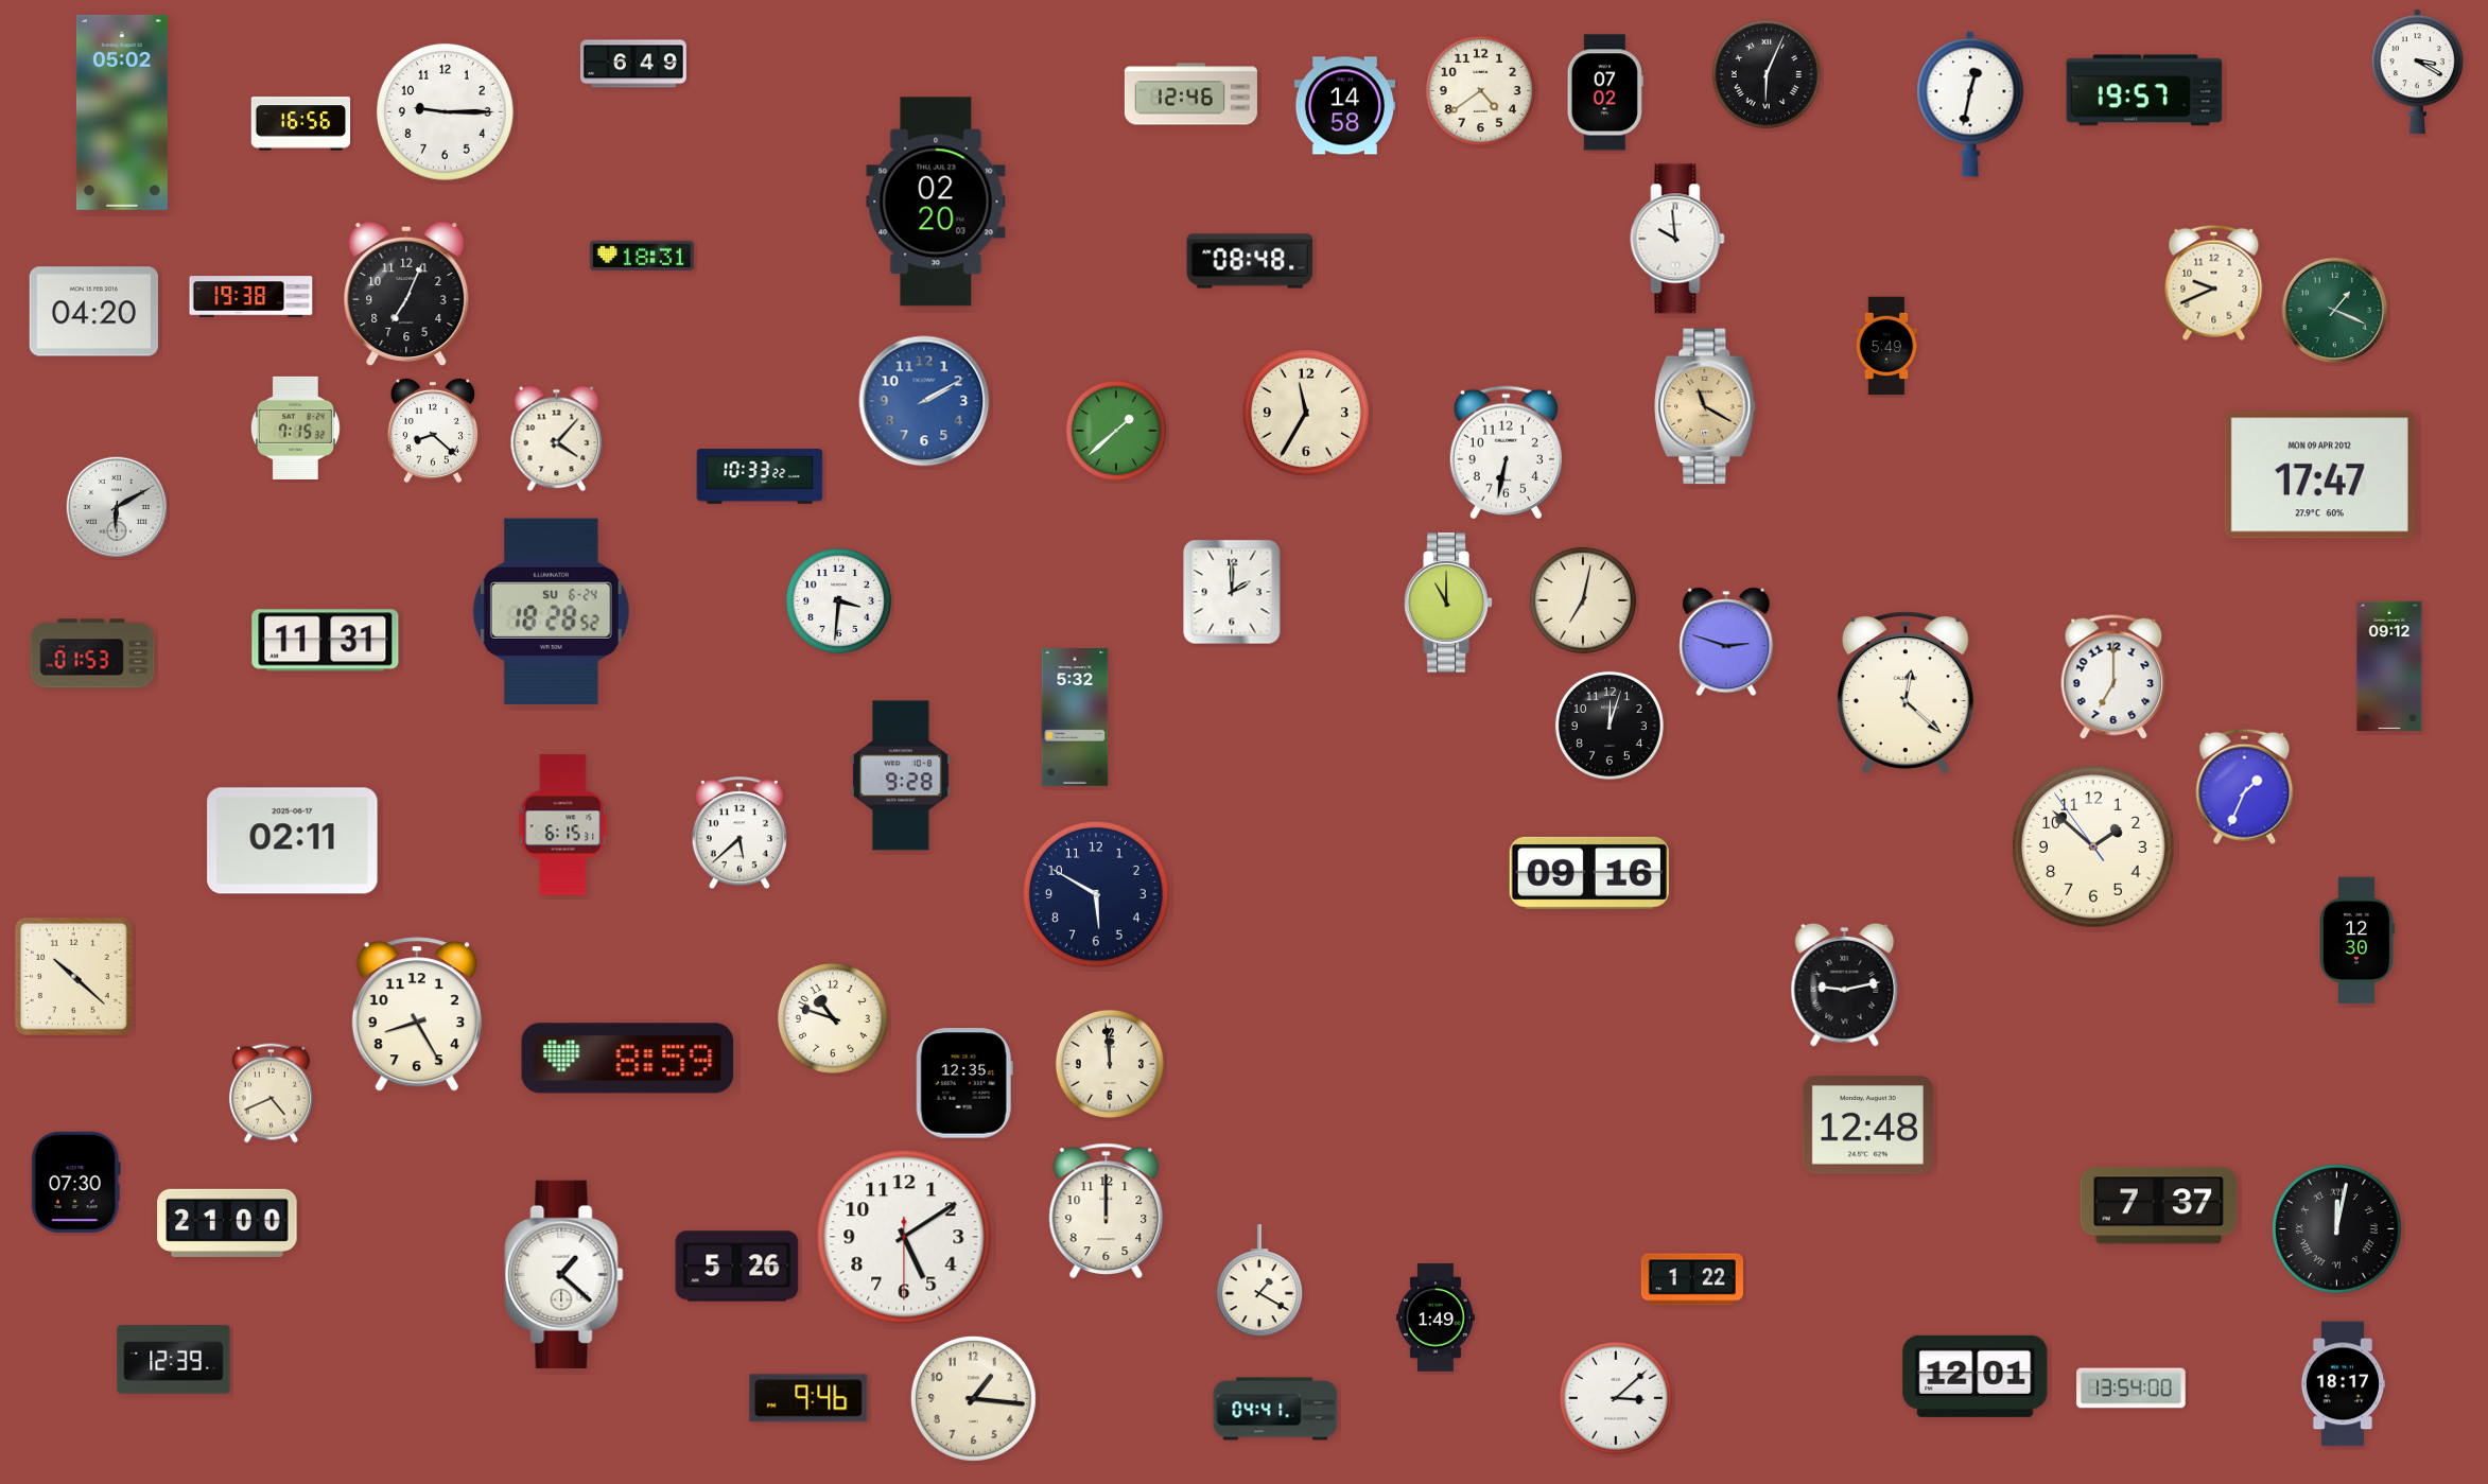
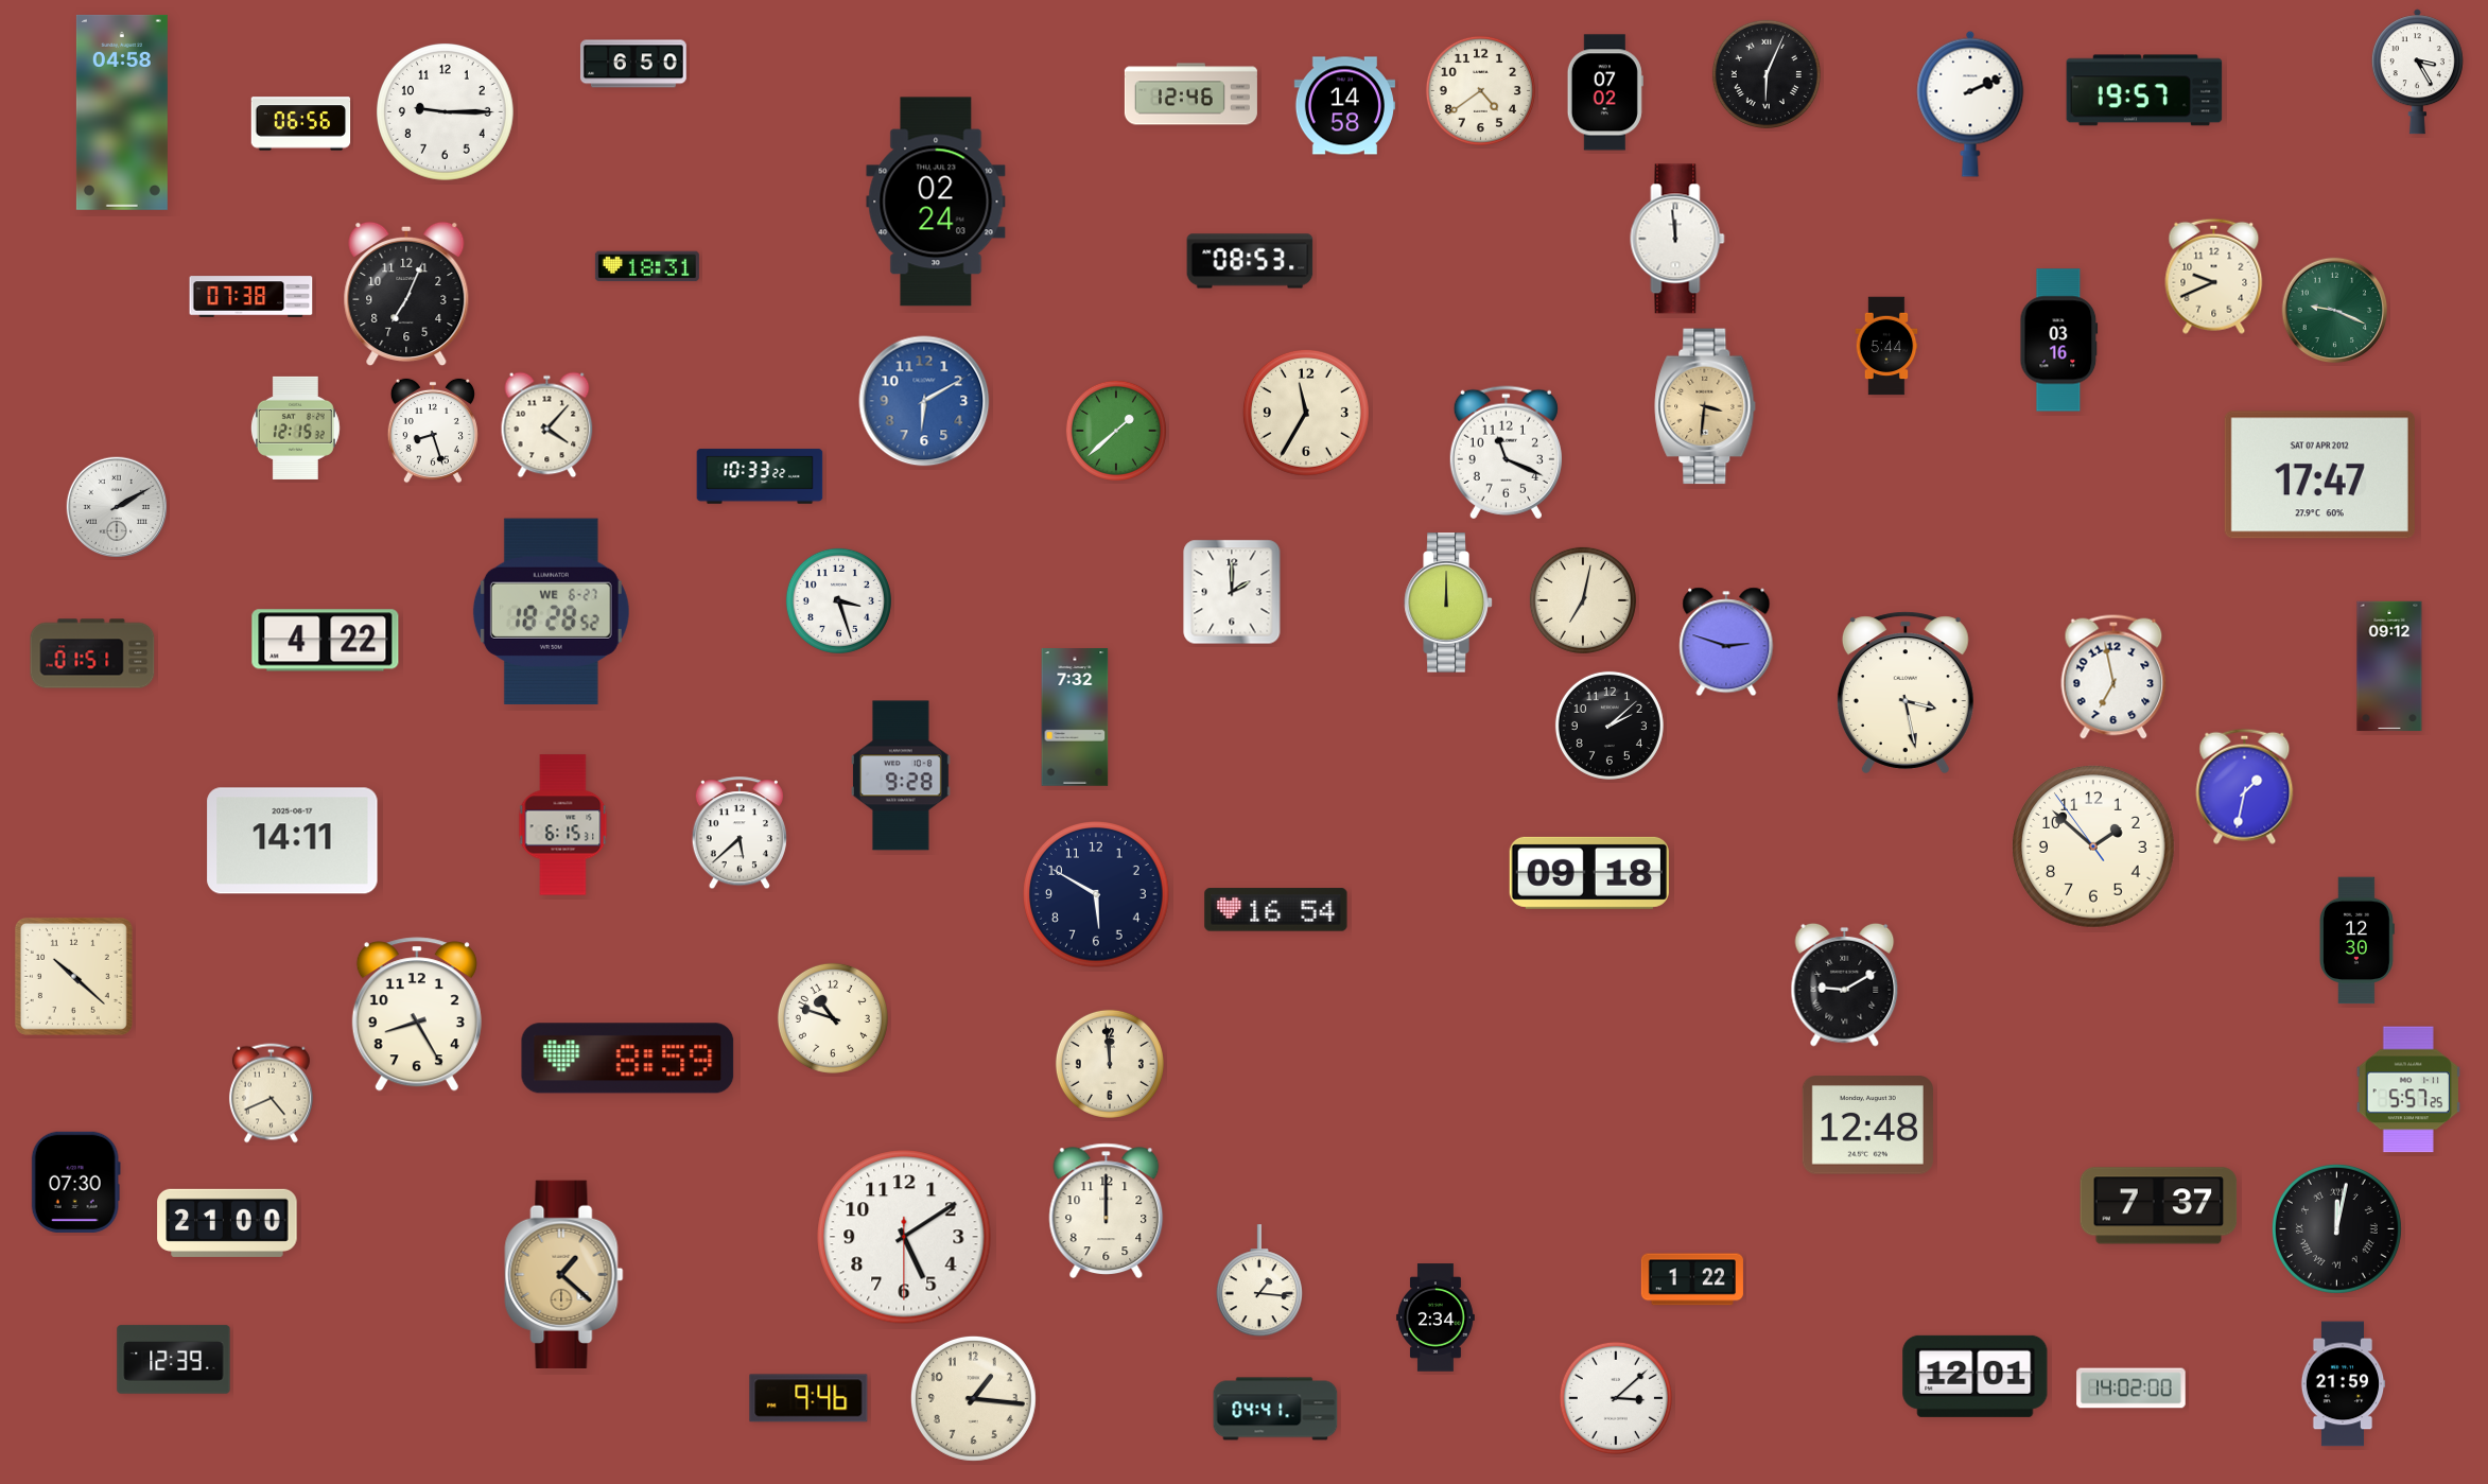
clock at (633, 64): 6:49 -> 6:50
clock at (2417, 72): 3:20 -> 3:25
clock at (1970, 104): 12:32 -> 2:11
clock at (122, 112): 05:02 -> 04:58
clock at (301, 124): 16:56 -> 06:56
clock at (936, 202): 02:20 -> 02:24
clock at (1677, 239): 9:59 -> 11:59
clock at (642, 256) position: (642, 256) -> (647, 266)
clock at (1250, 261): 08:48 -> 08:53
clock at (2214, 282) position: (2214, 282) -> (2214, 276)
clock at (251, 297): 19:38 -> 07:38
clock at (2335, 311): 1:19 -> 9:19
clock at (94, 312): 04:20 -> none
clock at (2059, 341): none -> 03:16
clock at (1886, 346): 5:49 -> 5:44
clock at (924, 401): 2:10 -> 6:10
clock at (1705, 406): 11:20 -> 3:31
clock at (295, 427): 7:15 -> 12:15
clock at (433, 431): 8:22 -> 8:27
clock at (557, 439) position: (557, 439) -> (547, 425)
clock at (1506, 453): 6:32 -> 11:19
clock at (2319, 475) date: MON 09 APR 2012 -> SAT 07 APR 2012
clock at (116, 506): 6:10 -> 2:10
clock at (838, 600): 3:31 -> 3:27
clock at (1448, 603): 11:00 -> 12:00
clock at (551, 611) date: SU 6-24 -> WE 6-27
clock at (326, 641): 11:31 -> 4:22
clock at (92, 653): 01:53 -> 01:51
clock at (2113, 677): 7:00 -> 6:58
clock at (1906, 693): 12:22 -> 3:28
clock at (1075, 717): 5:32 -> 7:32
clock at (1610, 726): 12:03 -> 2:08
clock at (2245, 786): 1:34 -> 1:32
clock at (293, 841): 02:11 -> 14:11
clock at (1589, 873): 09:16 -> 09:18
clock at (1276, 910): none -> 16:54
clock at (1845, 984): 9:13 -> 9:10
clock at (964, 1083): 12:35 -> none
clock at (2408, 1089): none -> 5:57
clock at (737, 1267): 5:26 -> none
clock at (564, 1274) dial: white -> champagne
clock at (1259, 1281): 1:20 -> 1:16
clock at (1436, 1317): 1:49 -> 2:34
clock at (2343, 1384): 18:17 -> 21:59
clock at (2132, 1389): 13:54 -> 14:02
